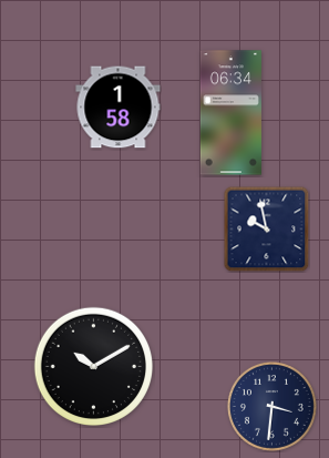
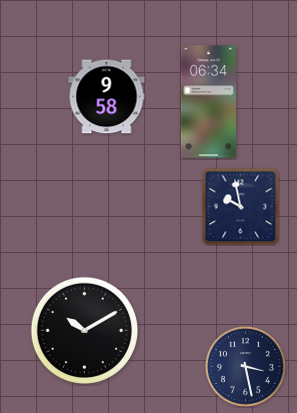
clock at (119, 108): 1:58 -> 9:58
clock at (271, 406): 3:31 -> 3:28
